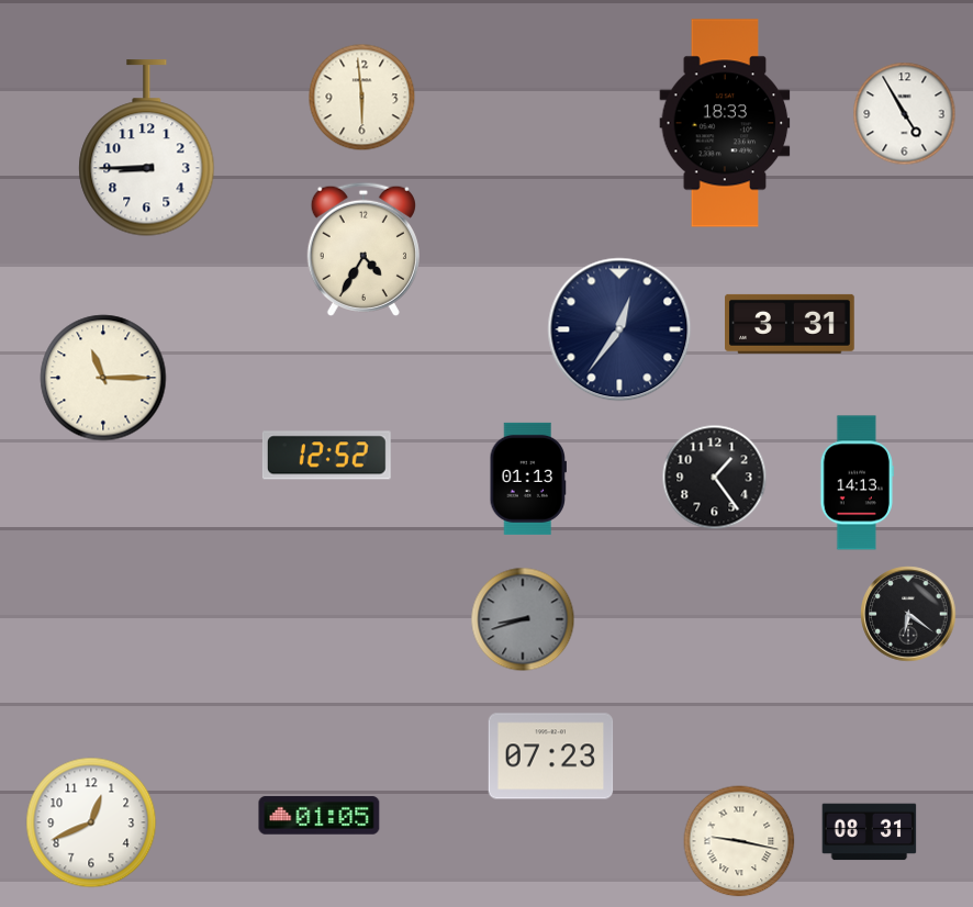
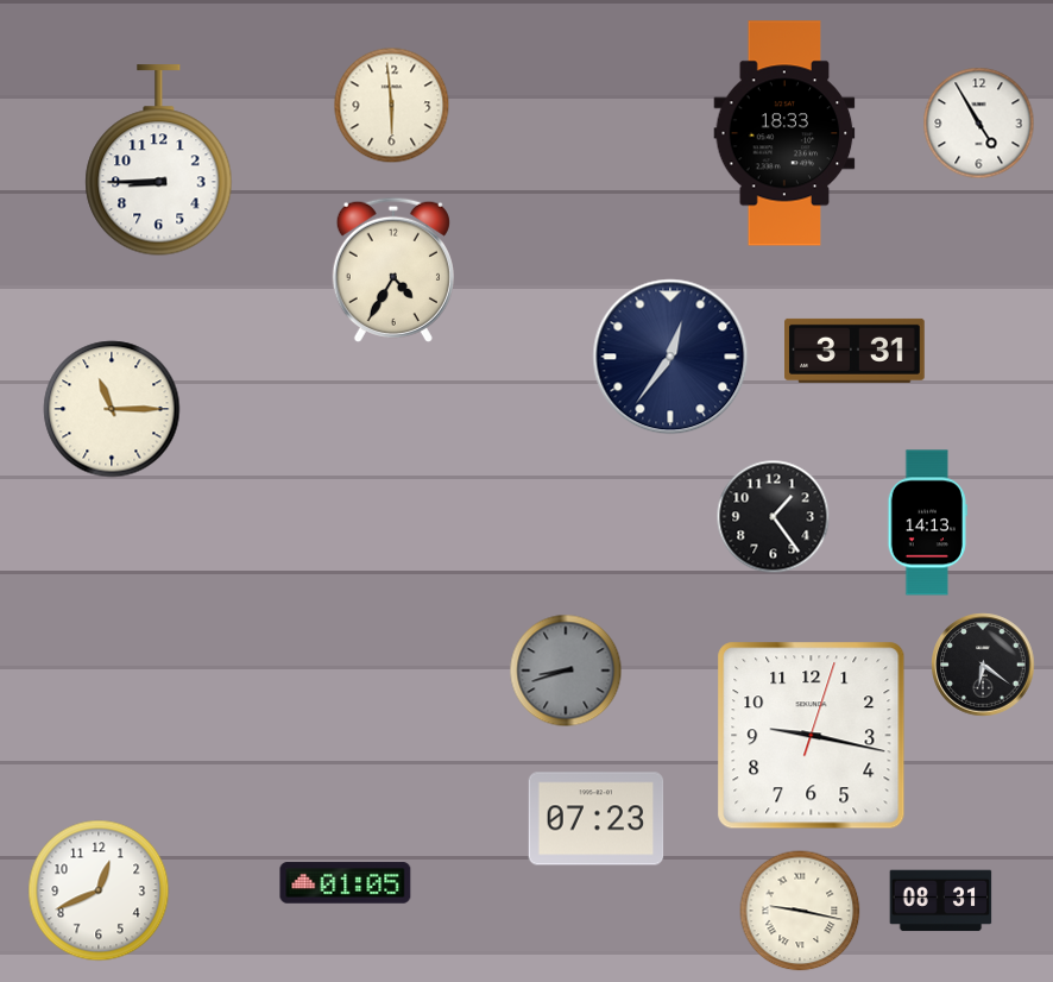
clock at (326, 456): 12:52 -> none
clock at (527, 479): 01:13 -> none
clock at (812, 736): none -> 9:17
